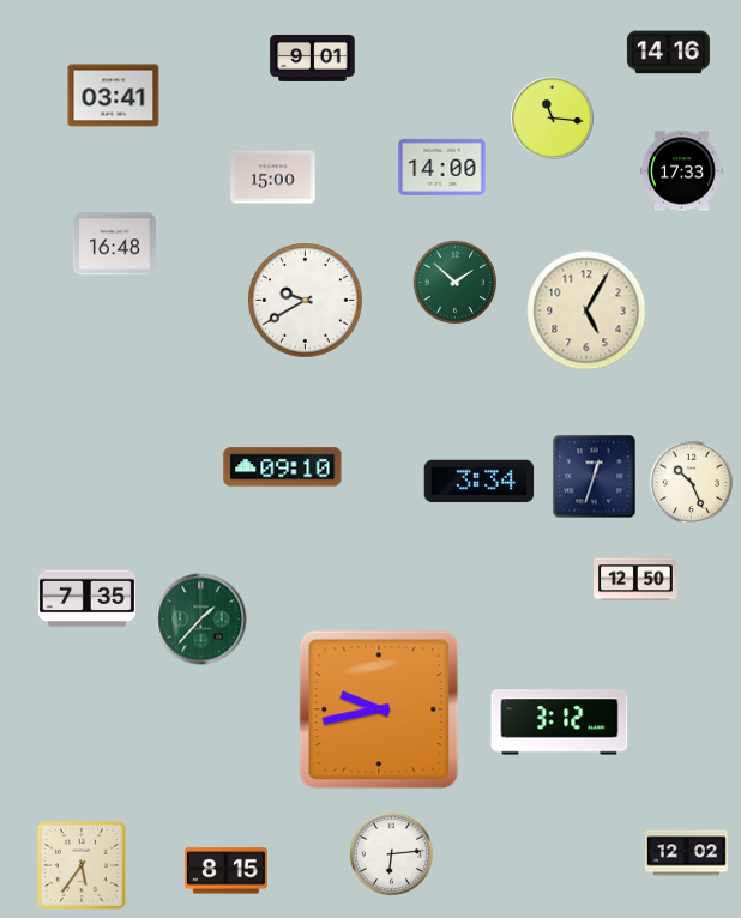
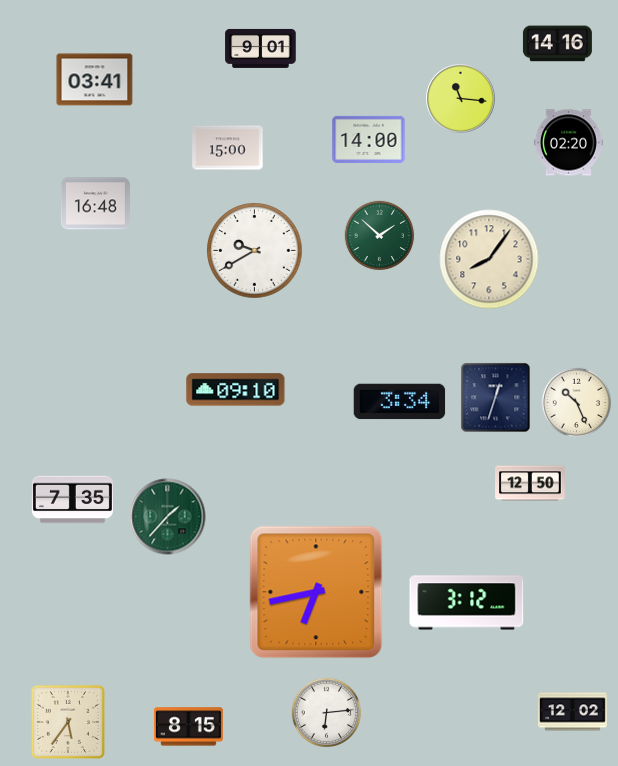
clock at (681, 171): 17:33 -> 02:20
clock at (586, 310): 5:05 -> 8:06
clock at (379, 709): 9:43 -> 6:43
